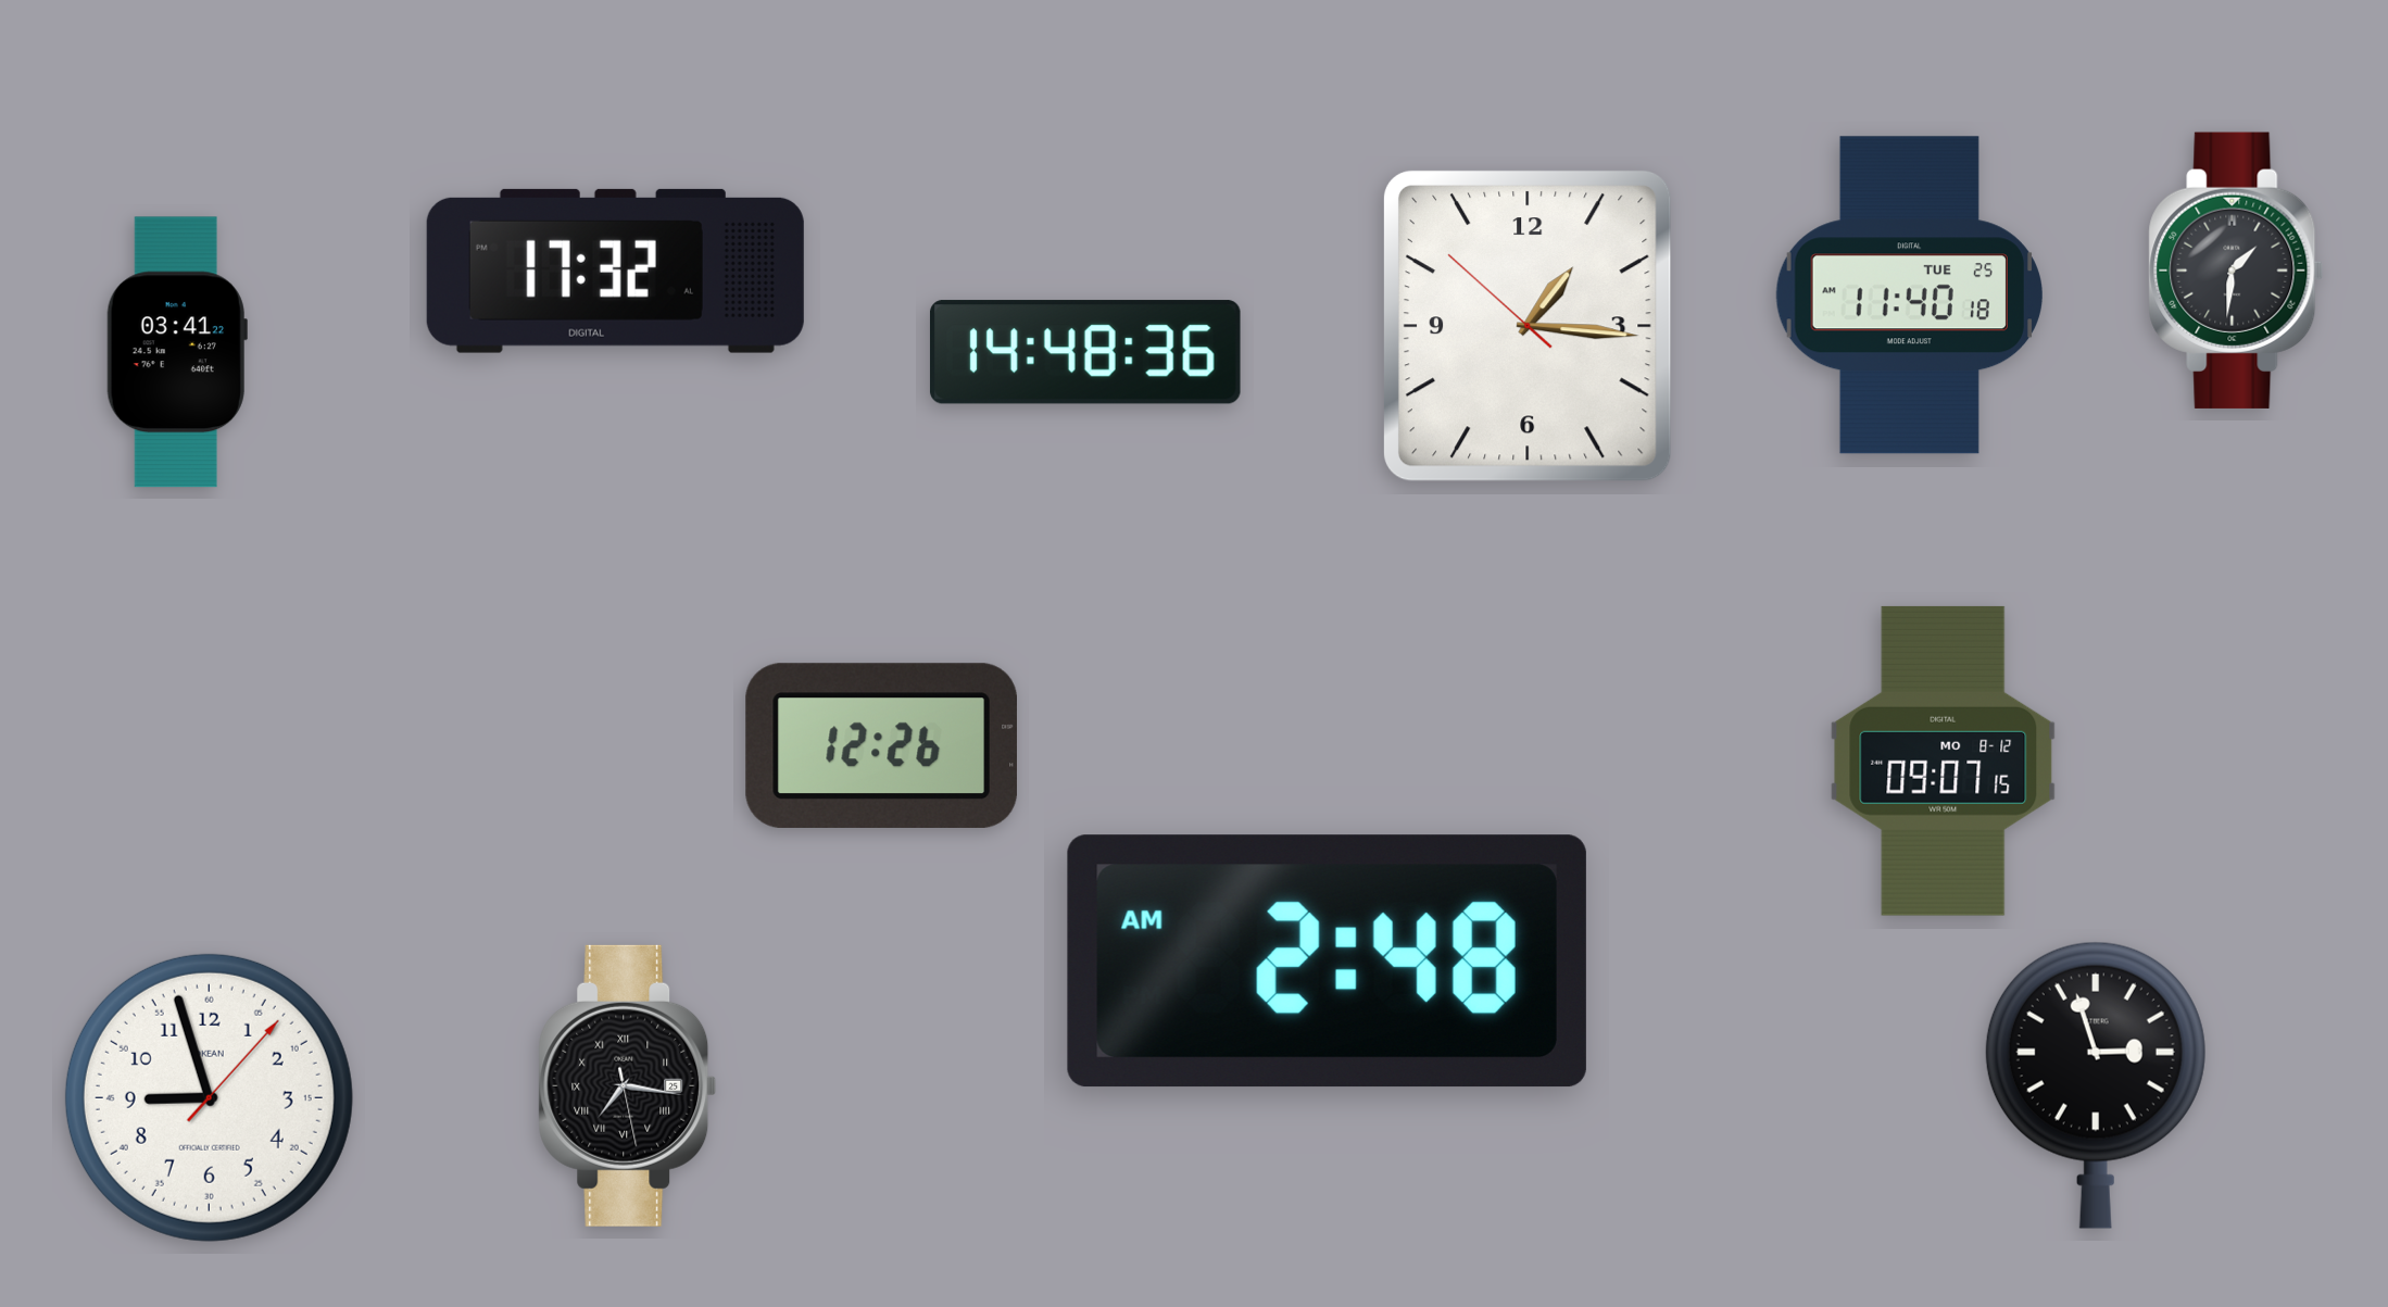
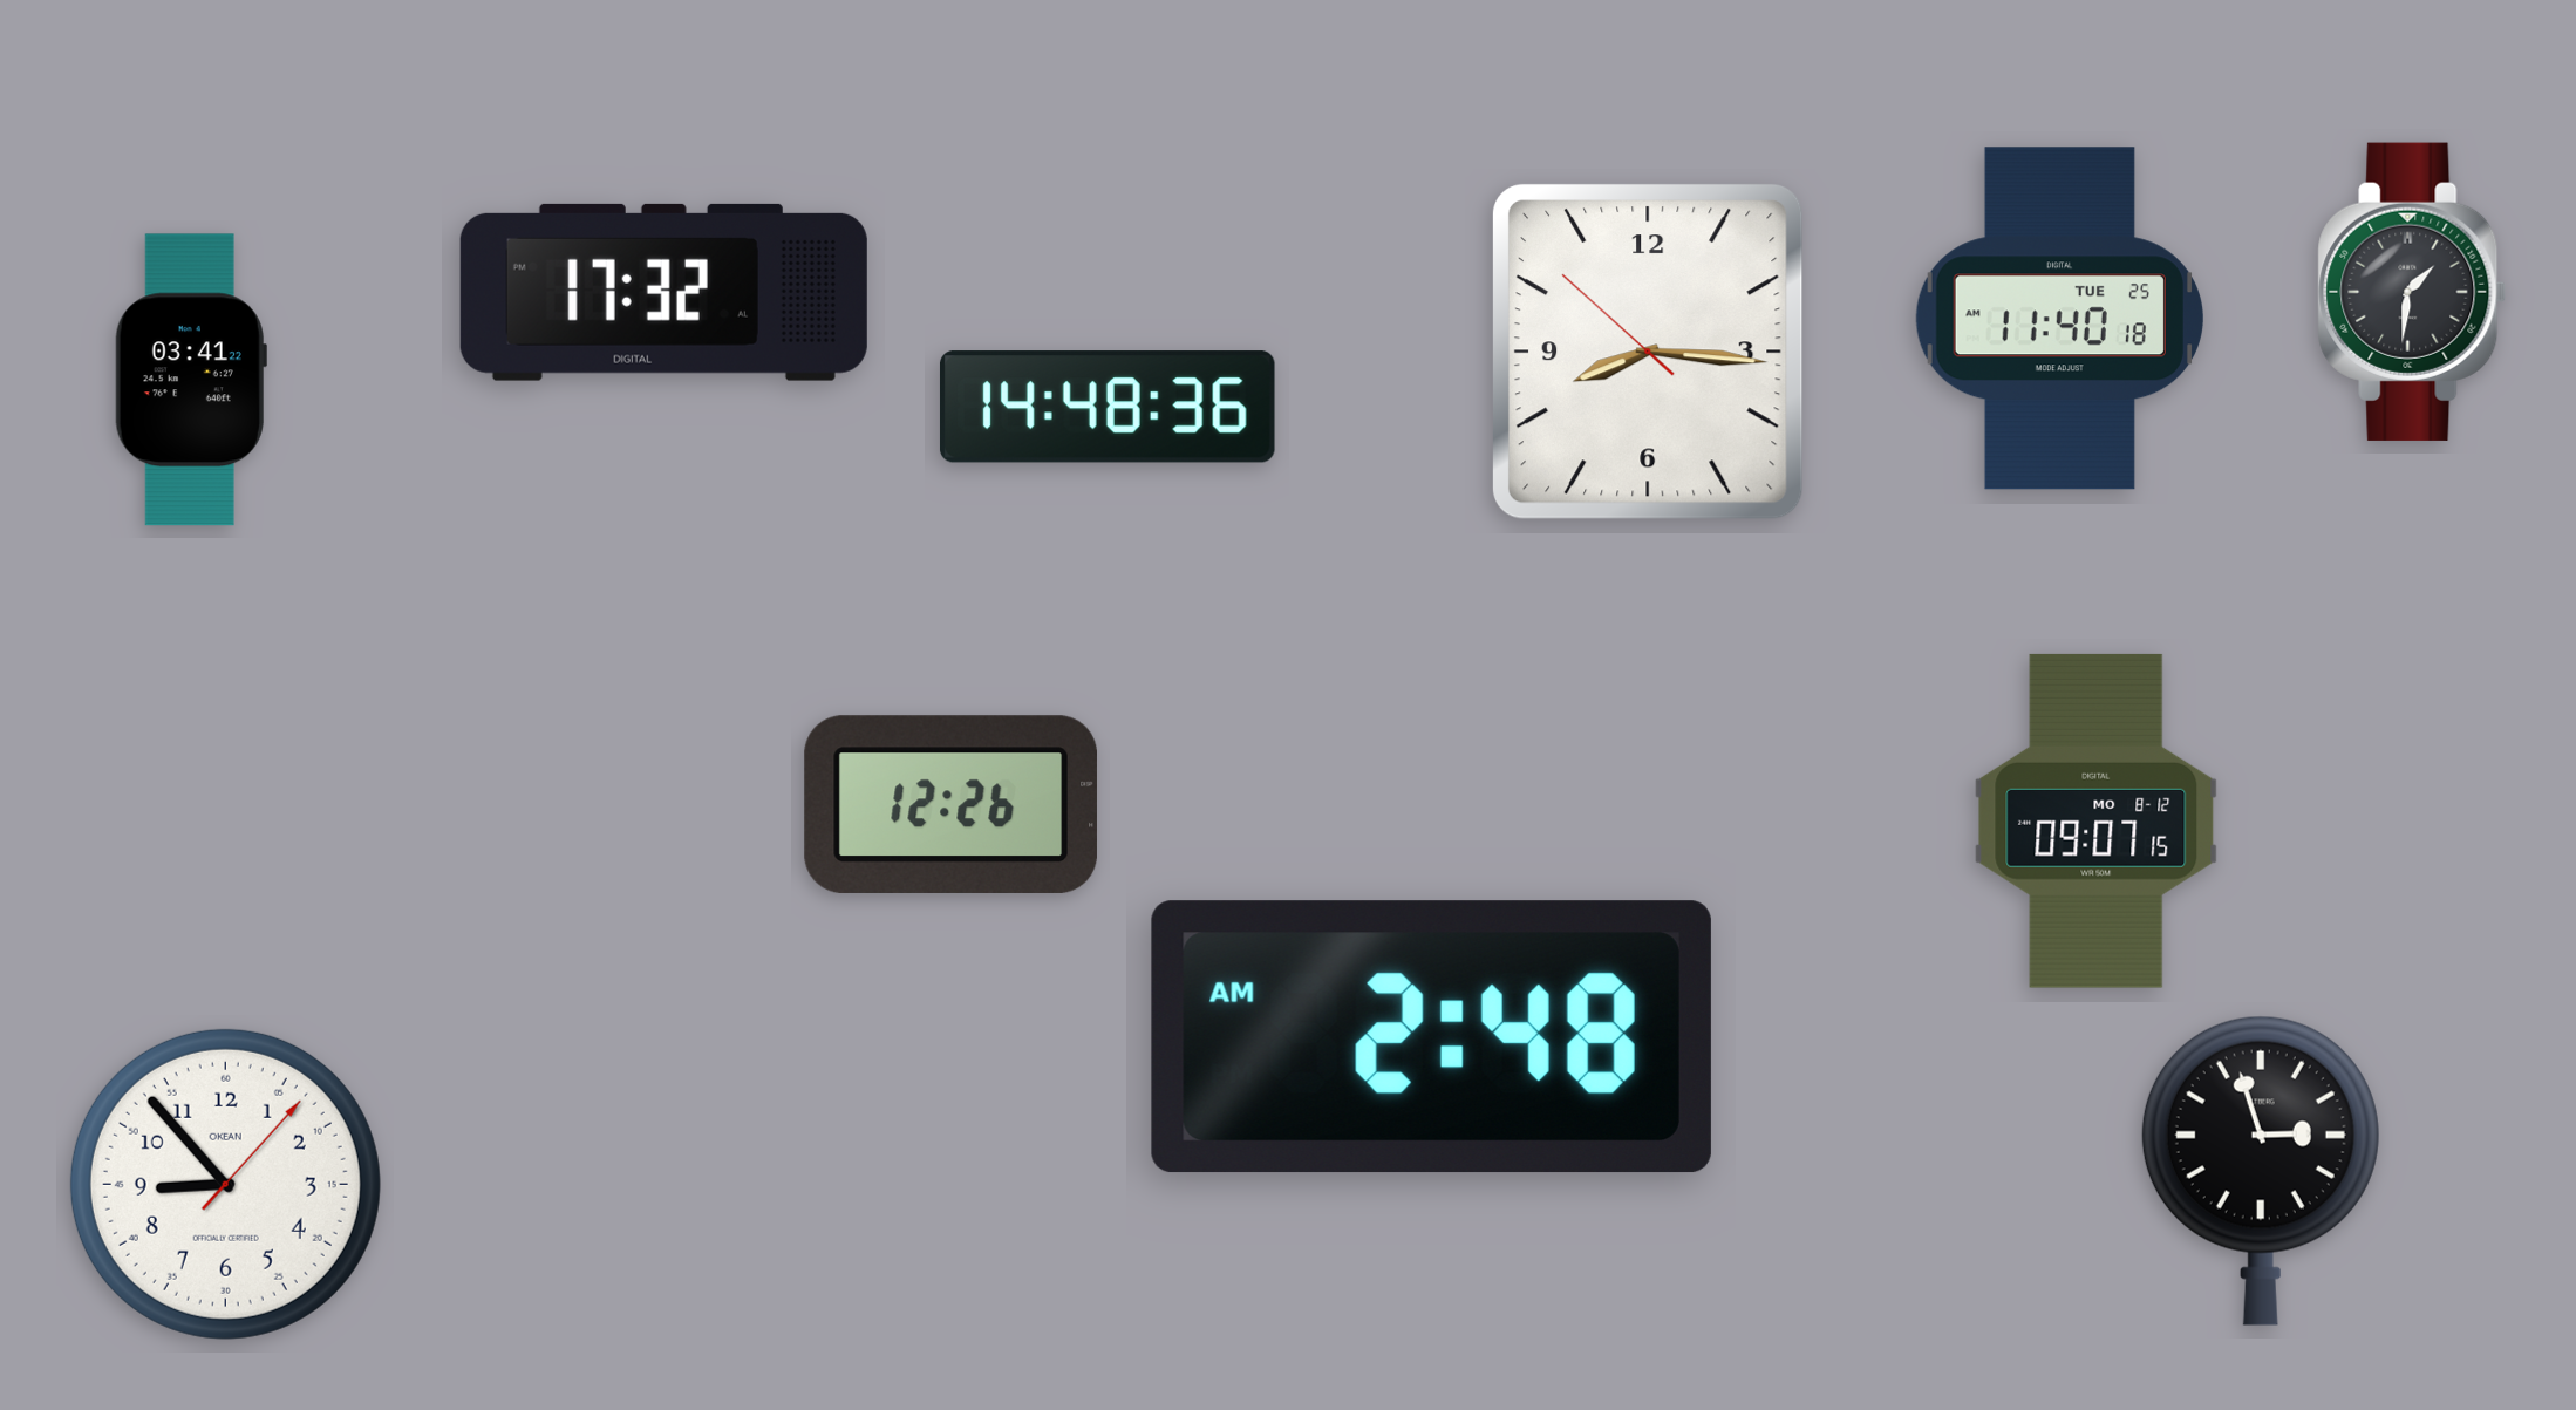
clock at (1529, 326): 1:15 -> 8:15
clock at (1085, 352) position: (1085, 352) -> (1108, 407)
clock at (628, 1085): 7:16 -> none
clock at (209, 1097): 8:57 -> 8:53
